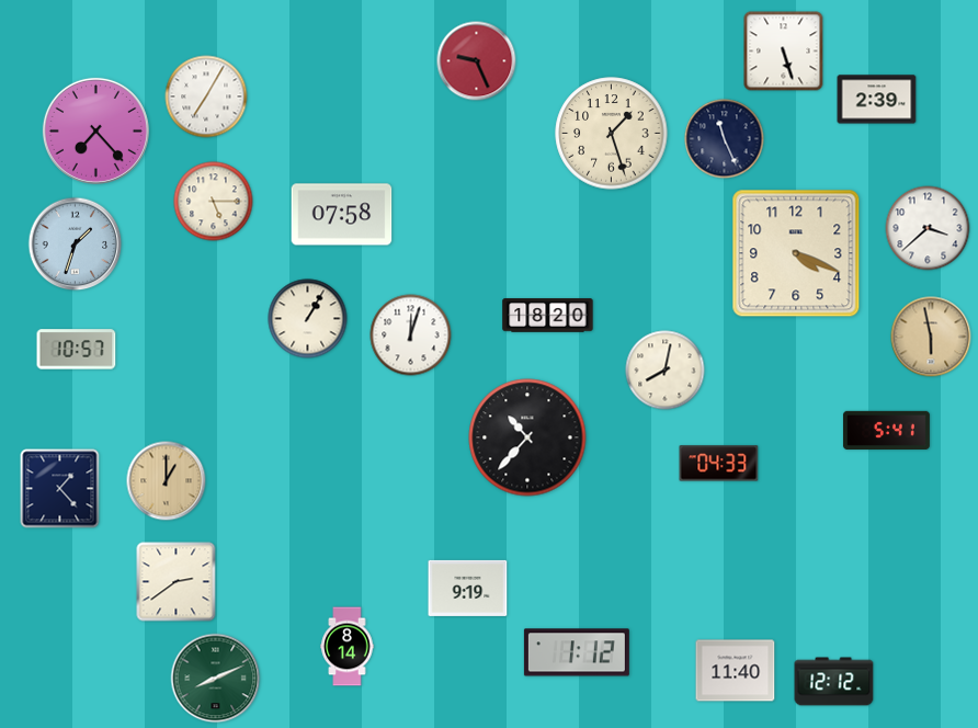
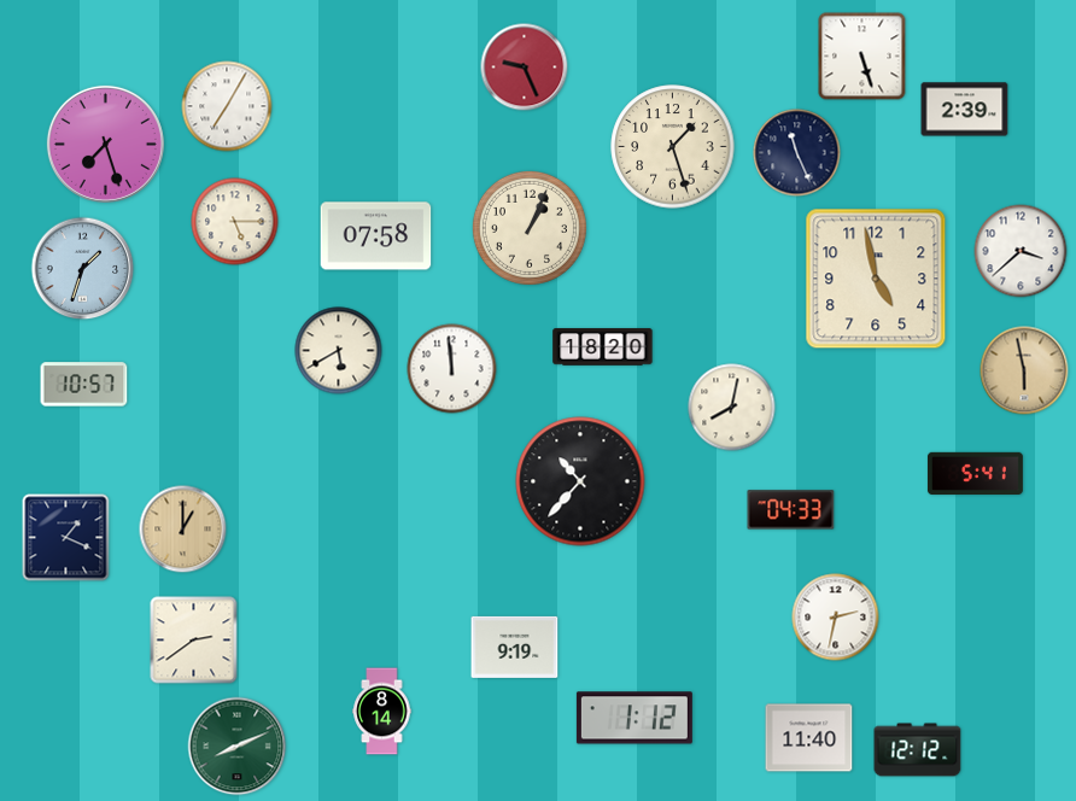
clock at (95, 130): 7:23 -> 7:27
clock at (530, 228): none -> 1:04
clock at (796, 253): 4:19 -> 4:58
clock at (308, 319): 1:05 -> 5:40
clock at (411, 335): 12:03 -> 11:59
clock at (60, 489): 1:23 -> 1:19
clock at (836, 618): none -> 2:32
